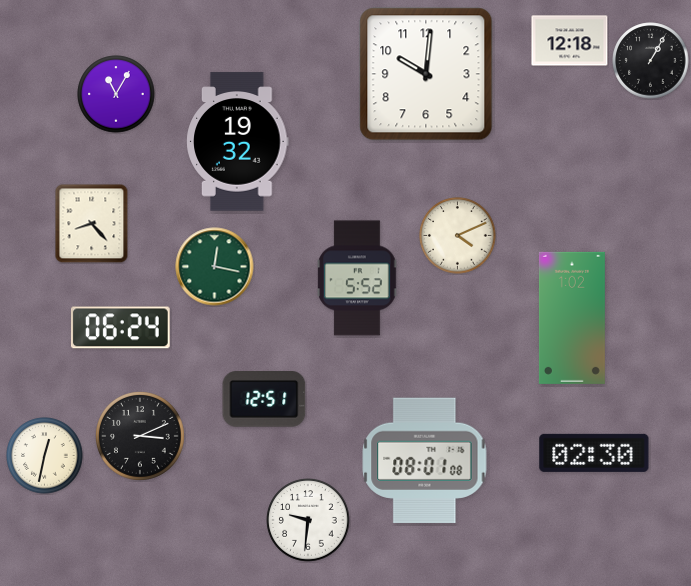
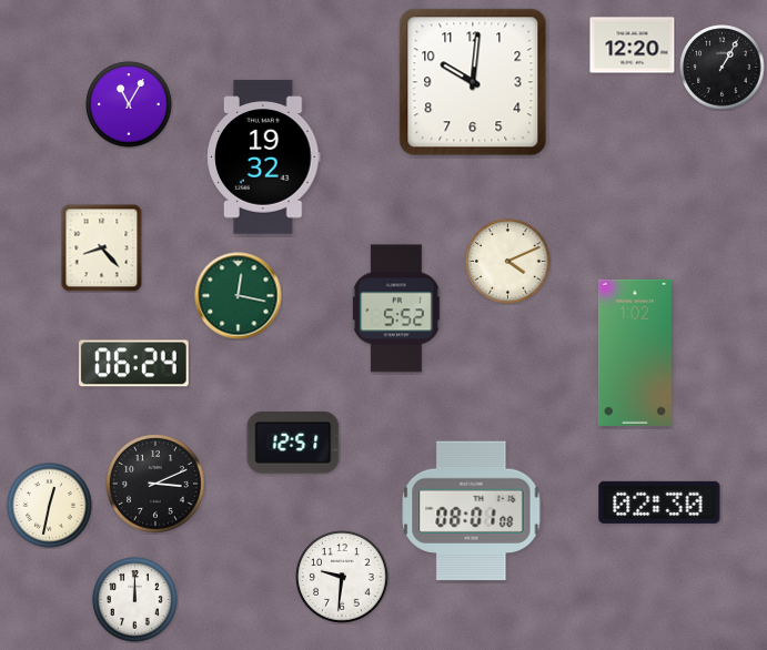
clock at (570, 41): 12:18 -> 12:20
clock at (135, 600): none -> 12:00
